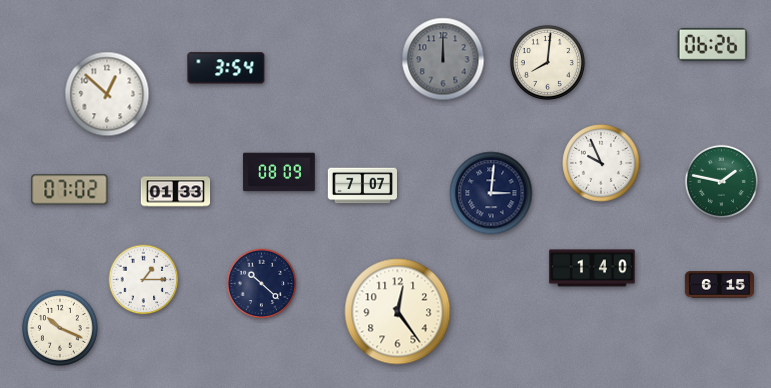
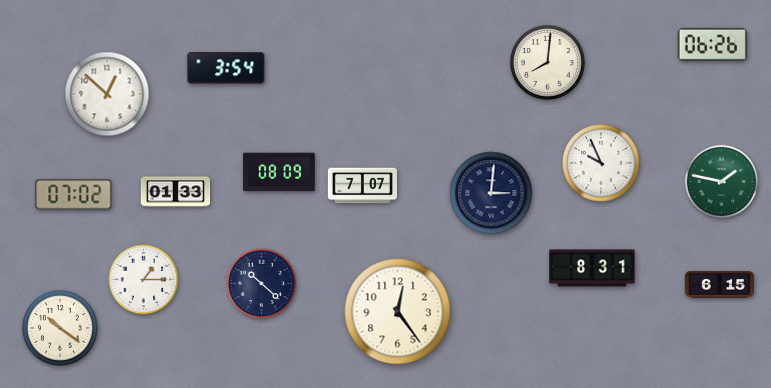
clock at (443, 59): 12:00 -> none
clock at (70, 190) position: (70, 190) -> (74, 195)
clock at (592, 268): 1:40 -> 8:31
clock at (60, 328): 10:19 -> 10:21
